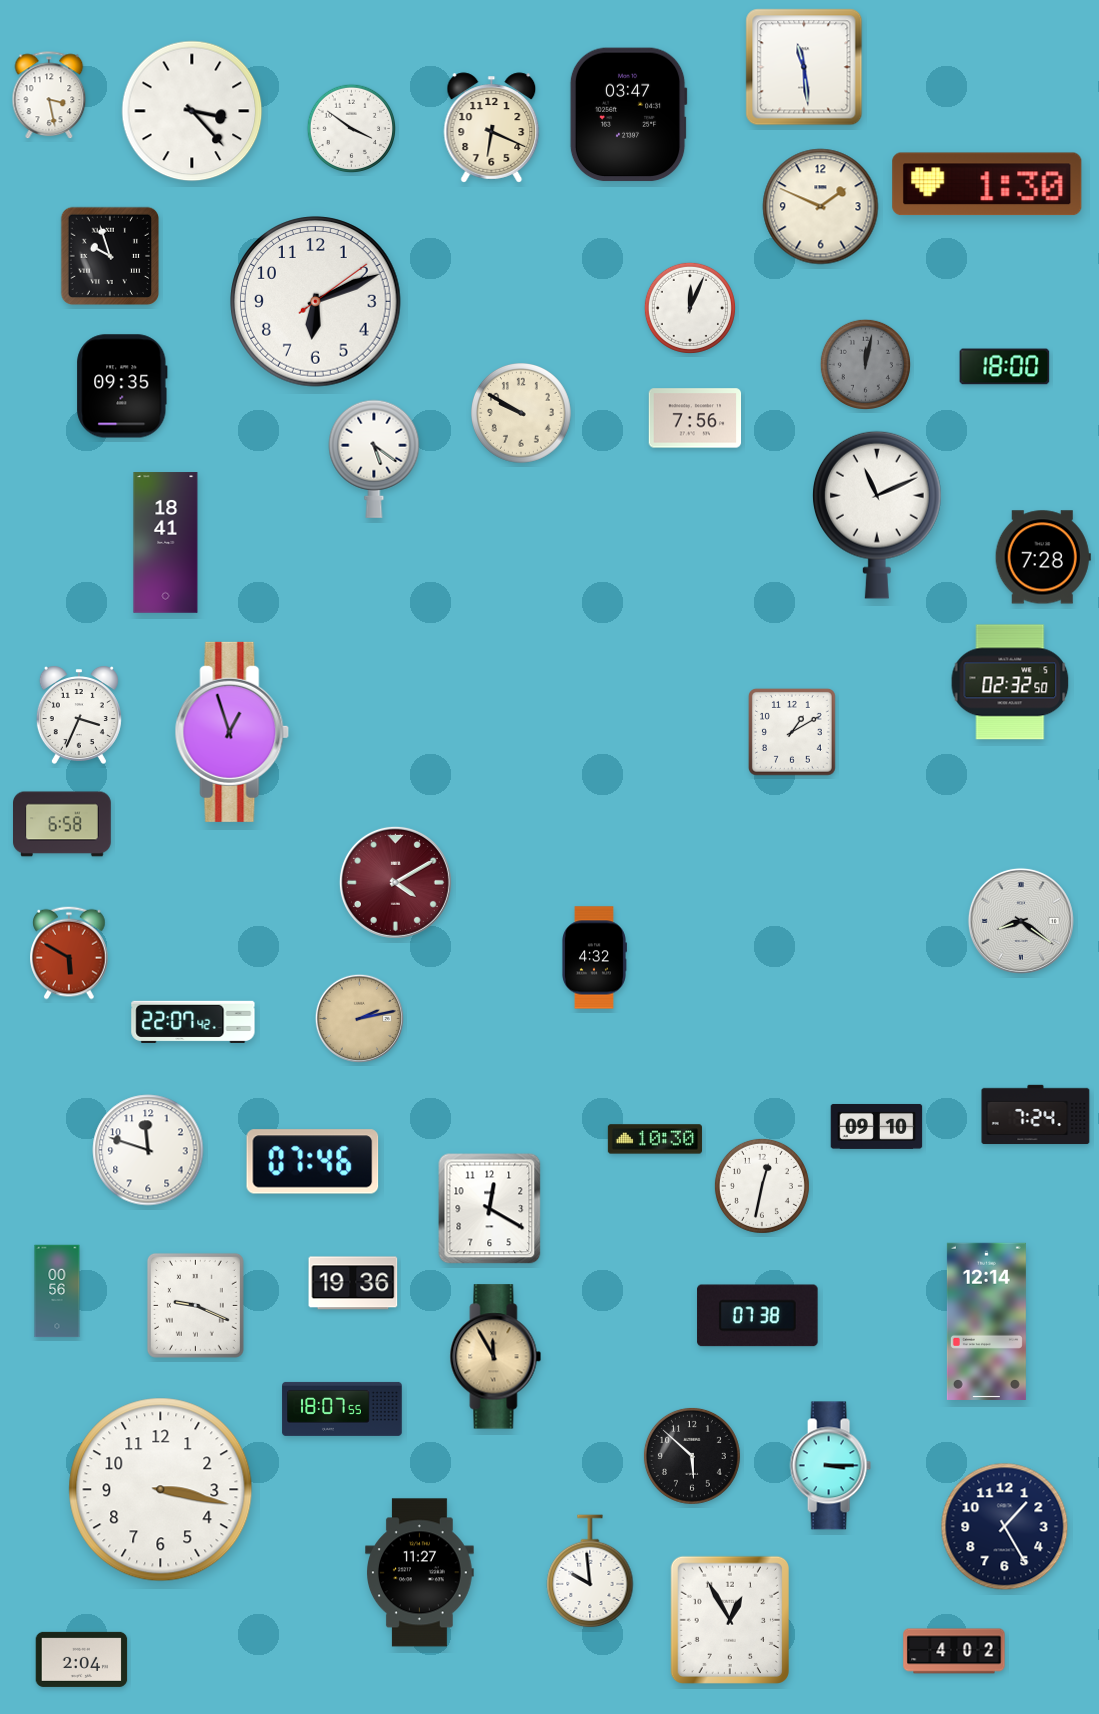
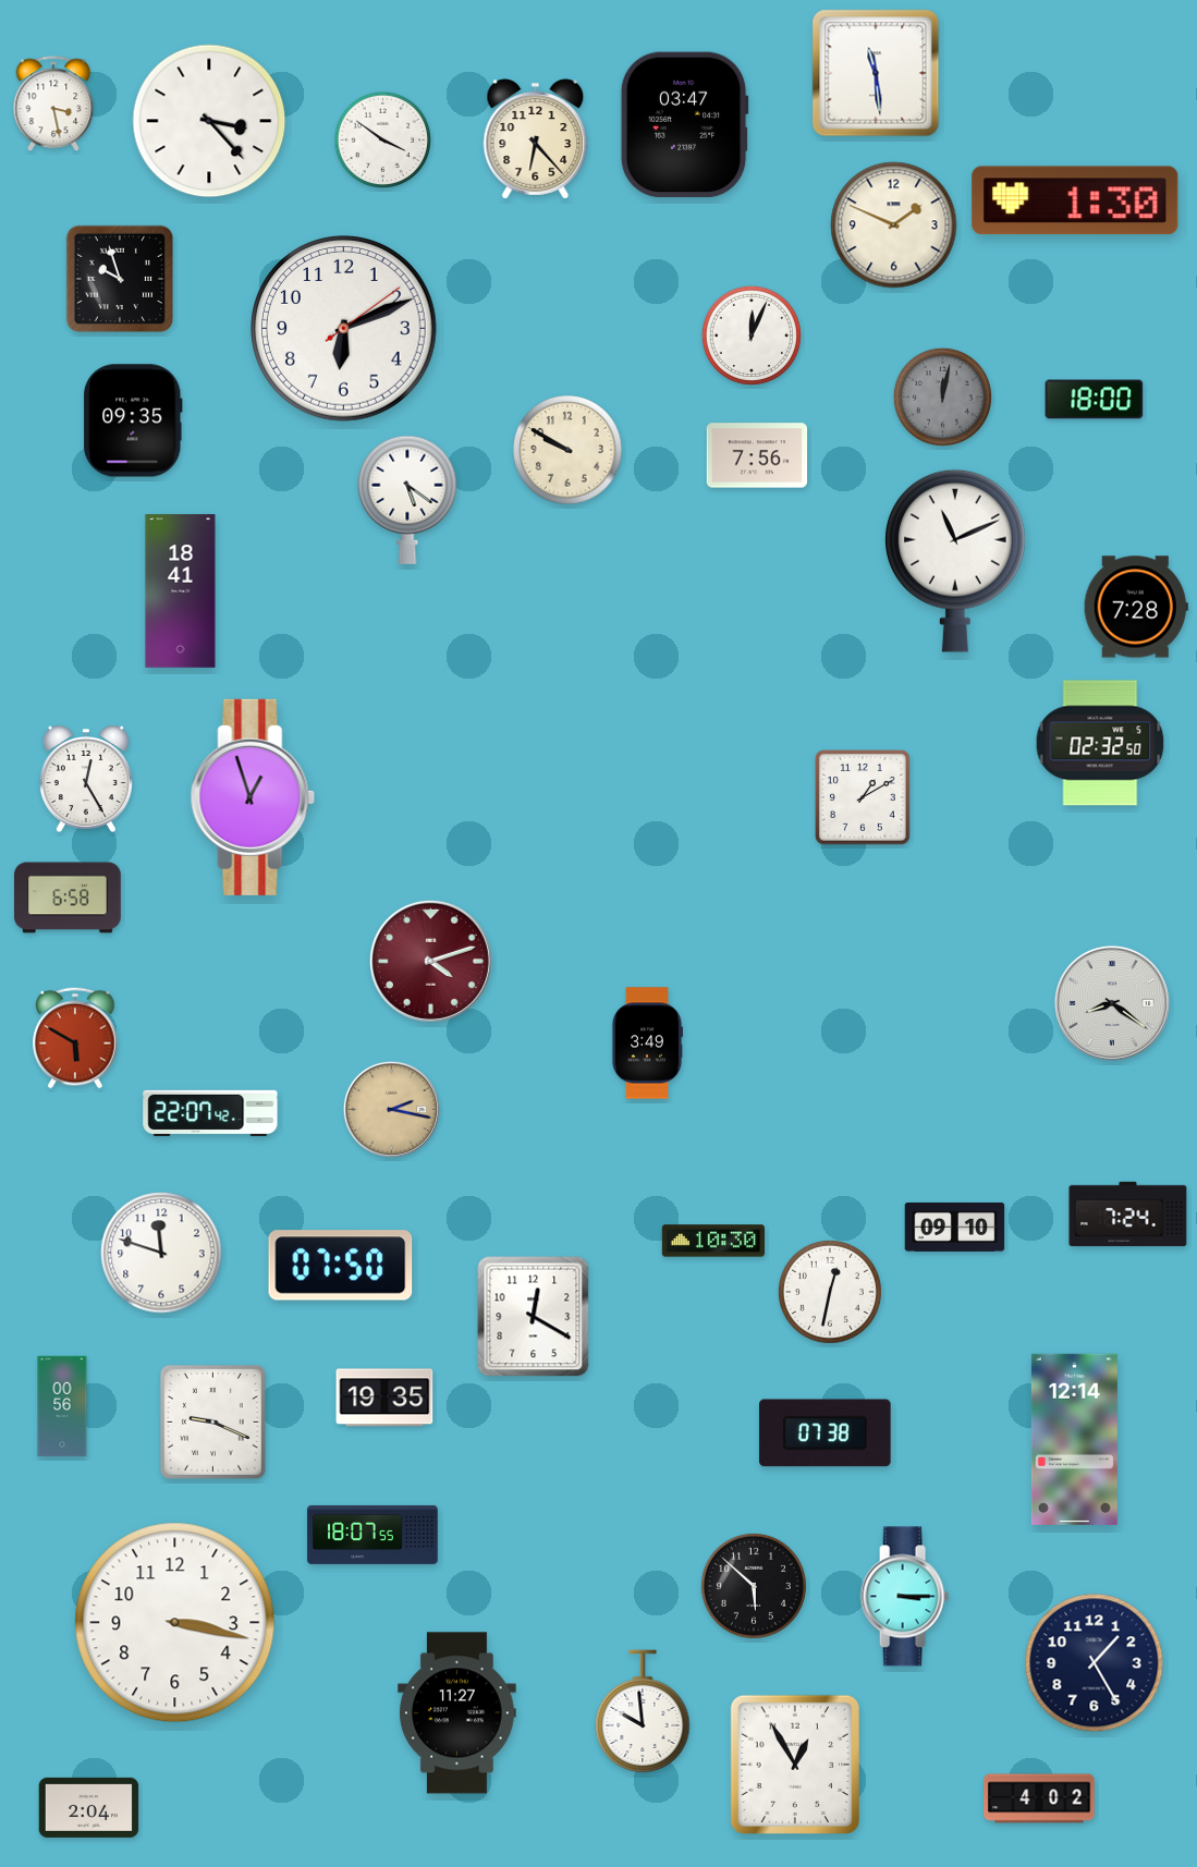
clock at (492, 128): 6:19 -> 6:23
clock at (79, 715): 3:34 -> 12:25
clock at (395, 882): 4:10 -> 4:12
clock at (595, 958): 4:32 -> 3:49
clock at (359, 1018): 2:13 -> 2:17
clock at (313, 1162): 07:46 -> 07:50
clock at (353, 1283): 19:36 -> 19:35
clock at (496, 1357): 11:55 -> none
